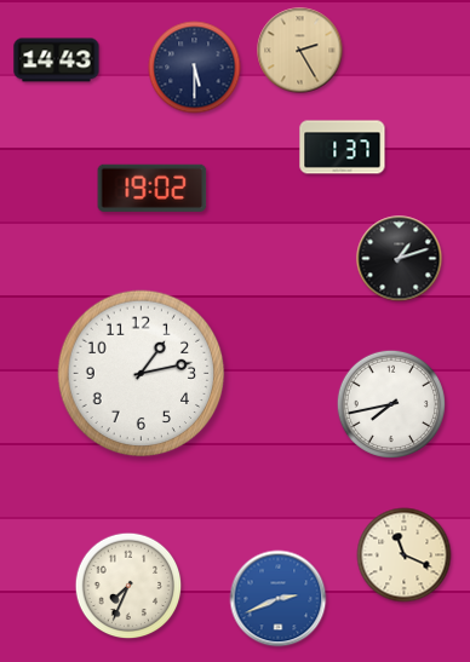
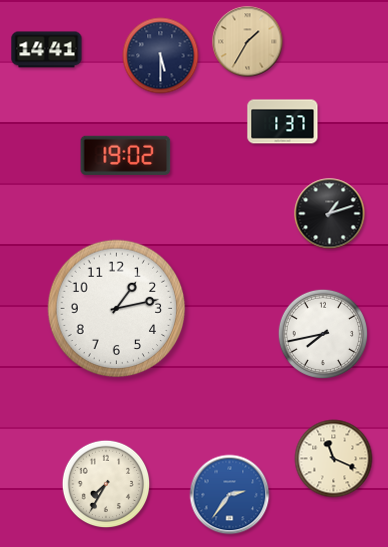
clock at (300, 51): 2:25 -> 1:35
clock at (57, 61): 14:43 -> 14:41
clock at (128, 586): 7:34 -> 7:35
clock at (279, 599): 2:41 -> 2:36
